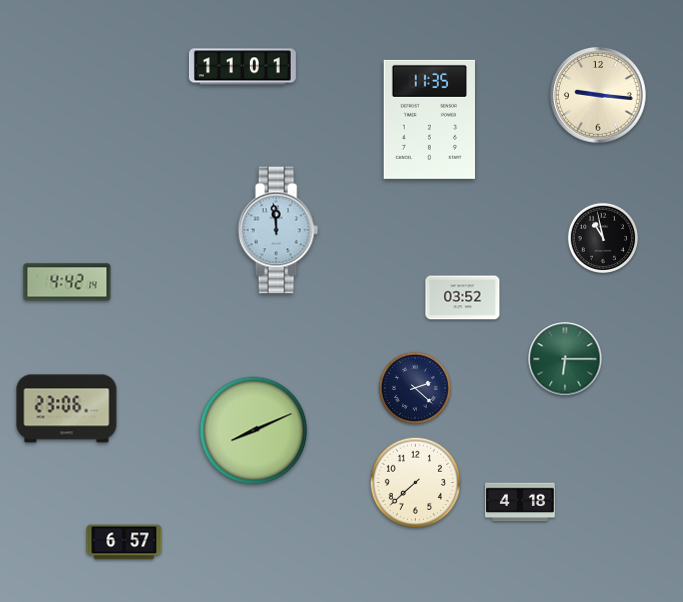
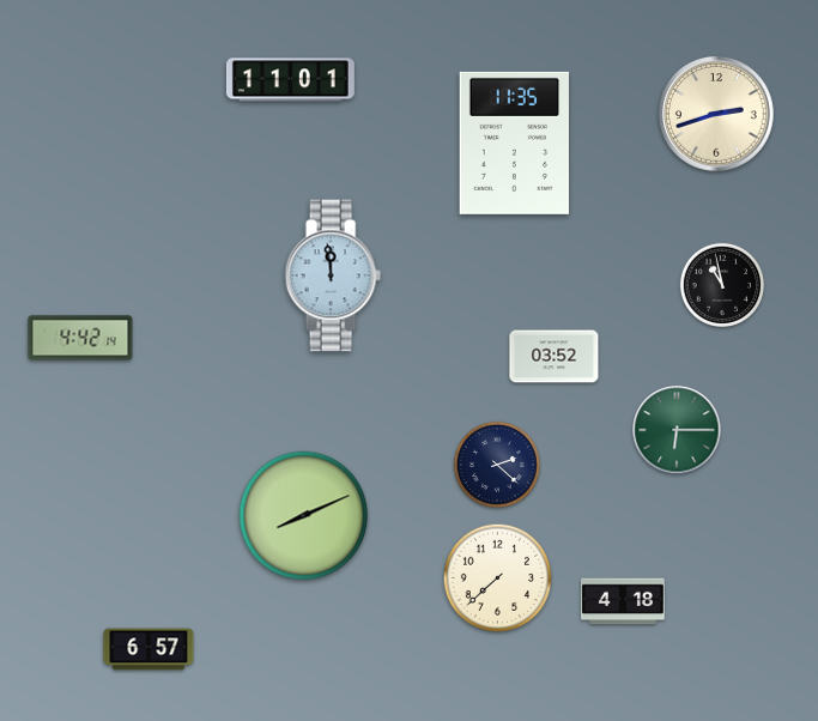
clock at (599, 96): 9:16 -> 2:42
clock at (67, 409): 23:06 -> none
